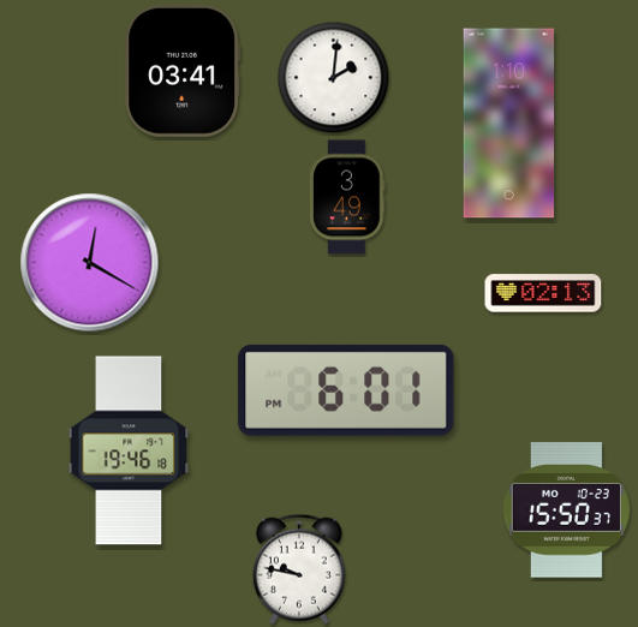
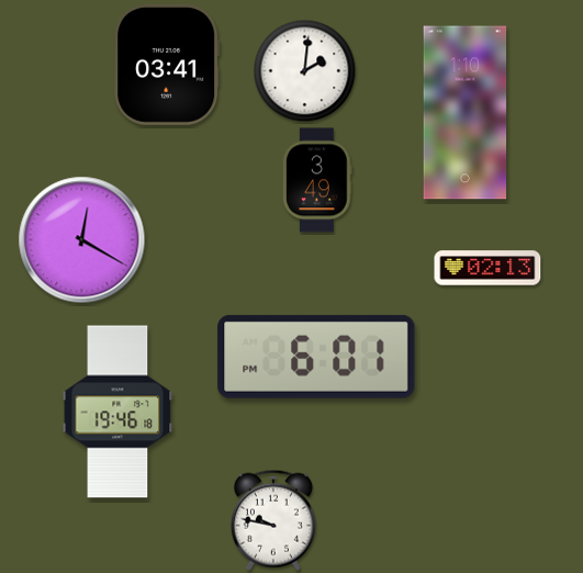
clock at (543, 293) position: (543, 293) -> (487, 268)
clock at (566, 510): 15:50 -> none
